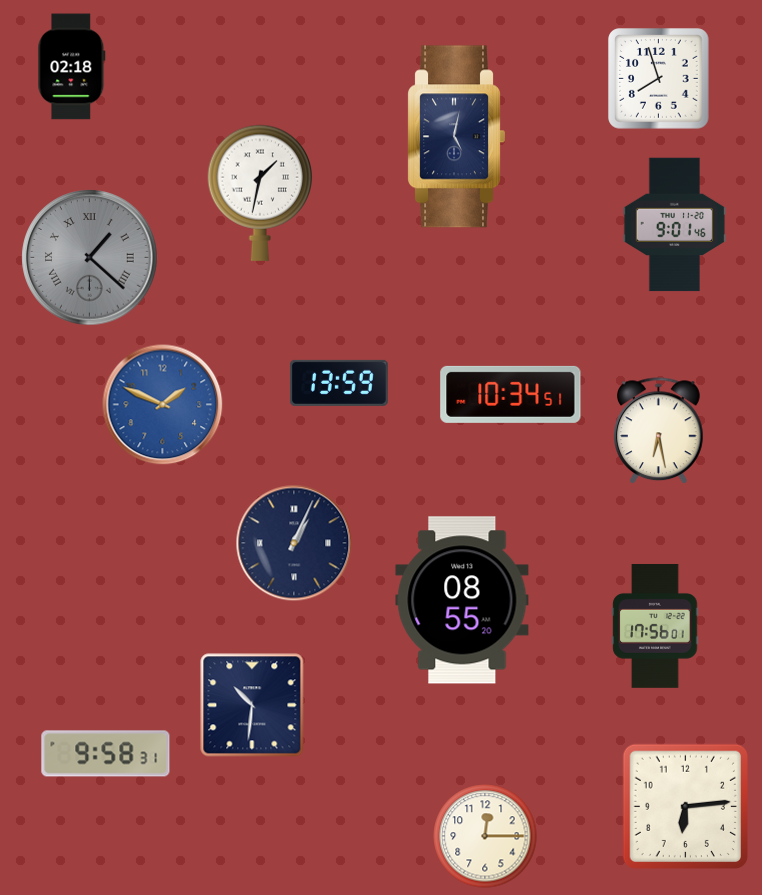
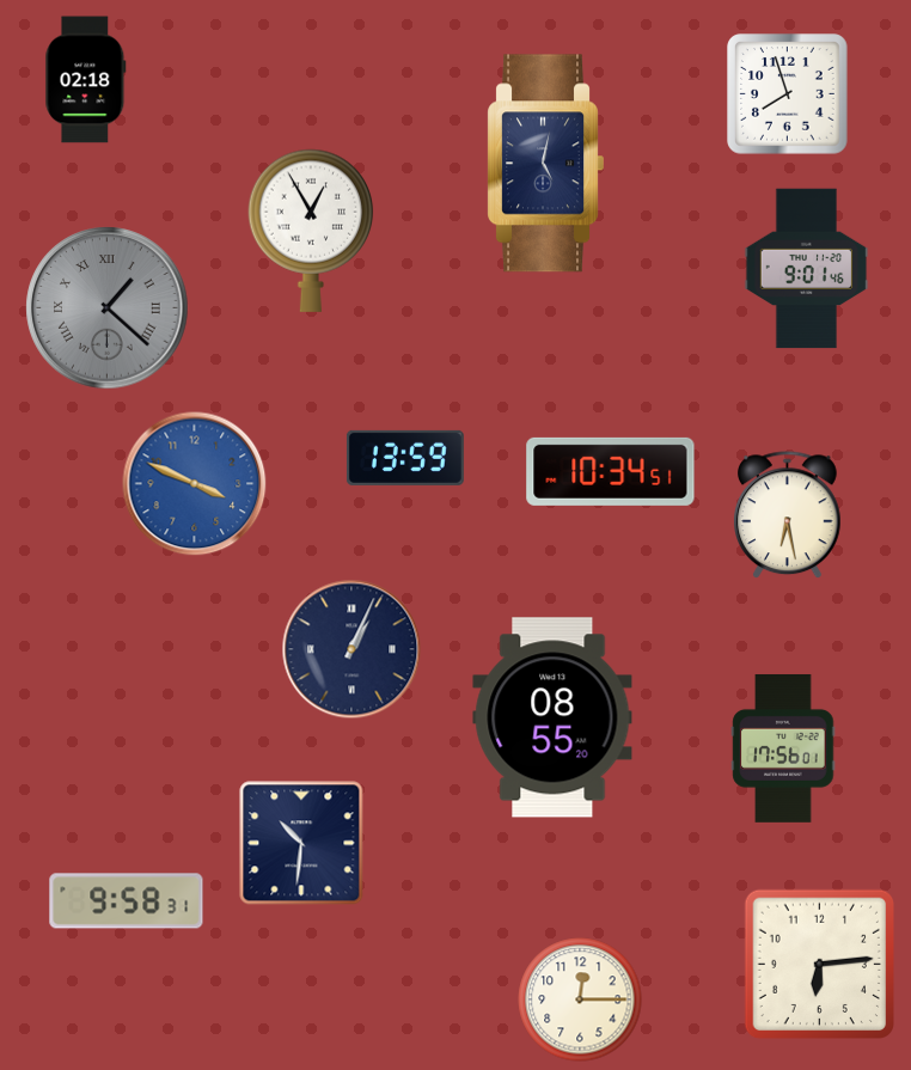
clock at (260, 193): 1:32 -> 12:55
clock at (163, 405): 1:49 -> 3:49
